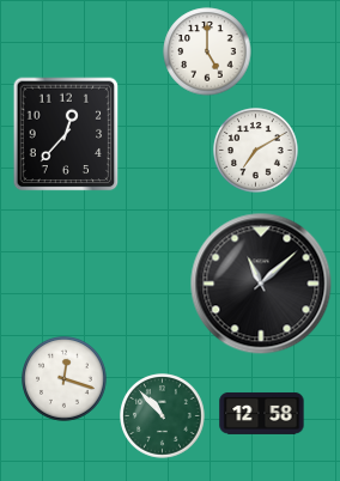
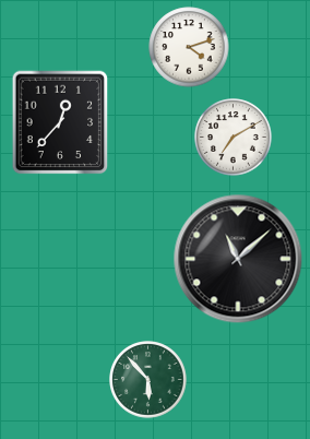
clock at (207, 51): 5:00 -> 4:12
clock at (65, 379): 12:18 -> none
clock at (262, 413): 12:58 -> none
clock at (163, 416): 10:53 -> 5:53
